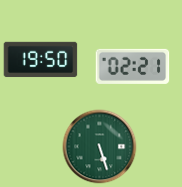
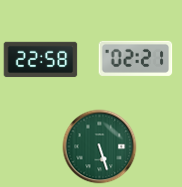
clock at (41, 60): 19:50 -> 22:58
clock at (133, 66) position: (133, 66) -> (136, 58)
